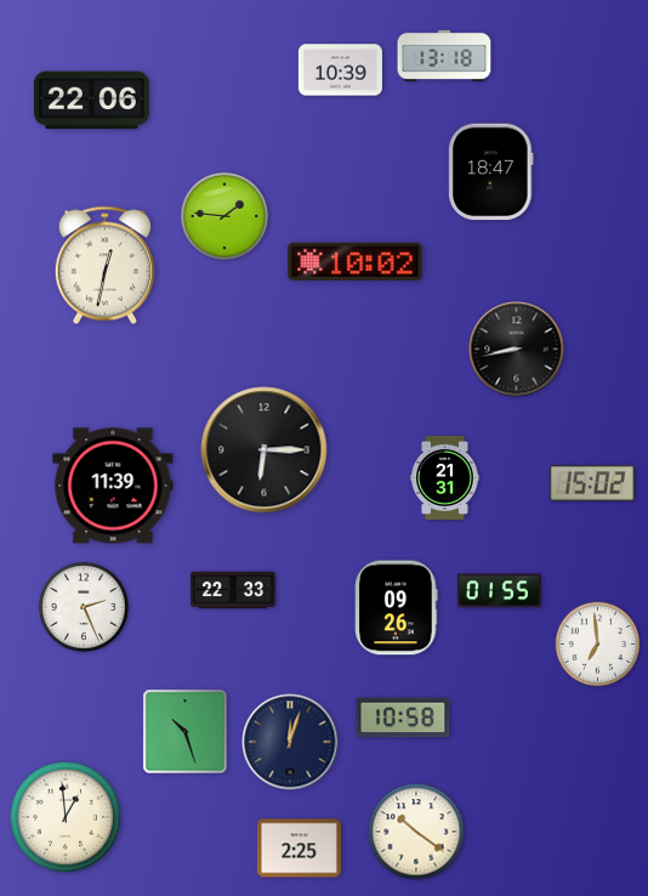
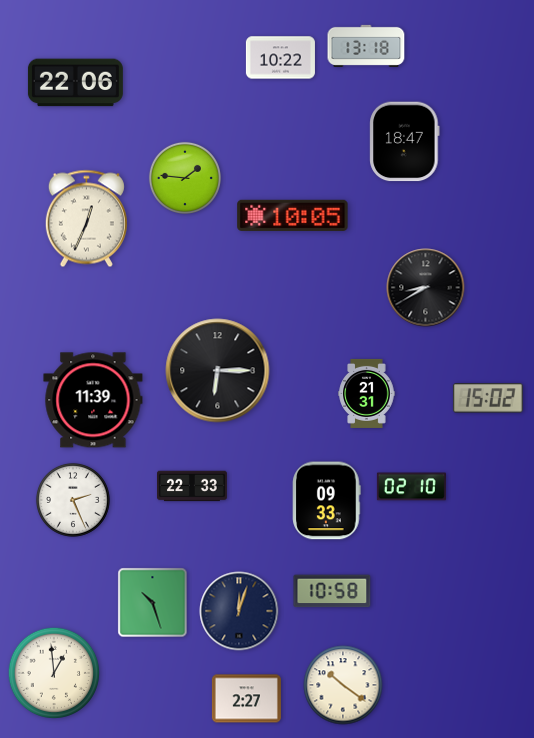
clock at (340, 70): 10:39 -> 10:22
clock at (356, 261): 10:02 -> 10:05
clock at (104, 266): 12:32 -> 12:34
clock at (517, 350): 8:43 -> 8:40
clock at (499, 591): 01:55 -> 02:10
clock at (84, 607) position: (84, 607) -> (73, 500)
clock at (397, 608): 09:26 -> 09:33
clock at (598, 645): 6:59 -> none
clock at (299, 849): 2:25 -> 2:27
